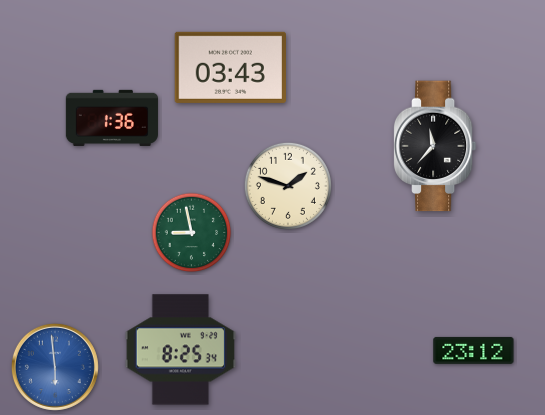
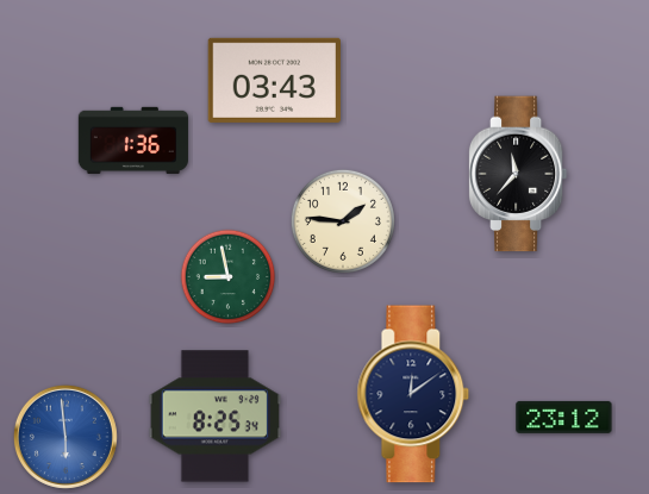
clock at (288, 186): 1:48 -> 1:46
clock at (413, 394): none -> 12:09
